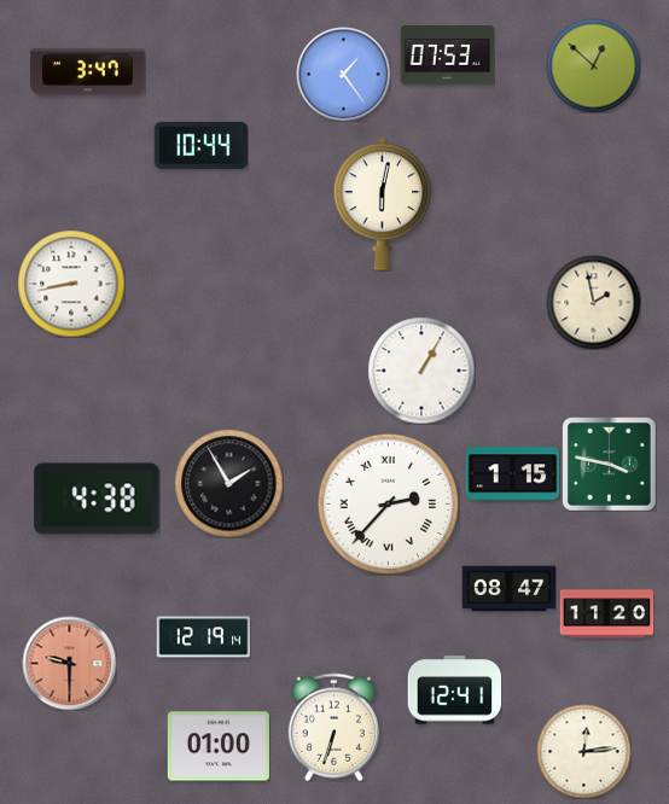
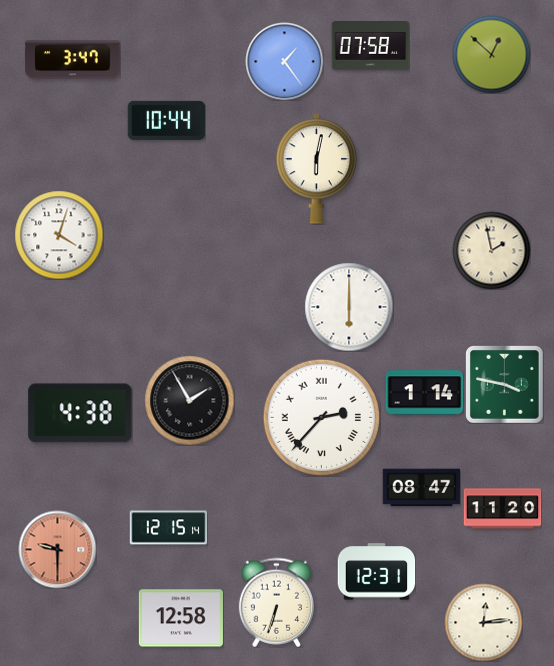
clock at (447, 56): 07:53 -> 07:58
clock at (71, 284): 8:43 -> 4:03
clock at (421, 371): 1:05 -> 6:00
clock at (512, 474): 1:15 -> 1:14
clock at (203, 637): 12:19 -> 12:15
clock at (454, 691): 12:41 -> 12:31
clock at (219, 746): 01:00 -> 12:58
